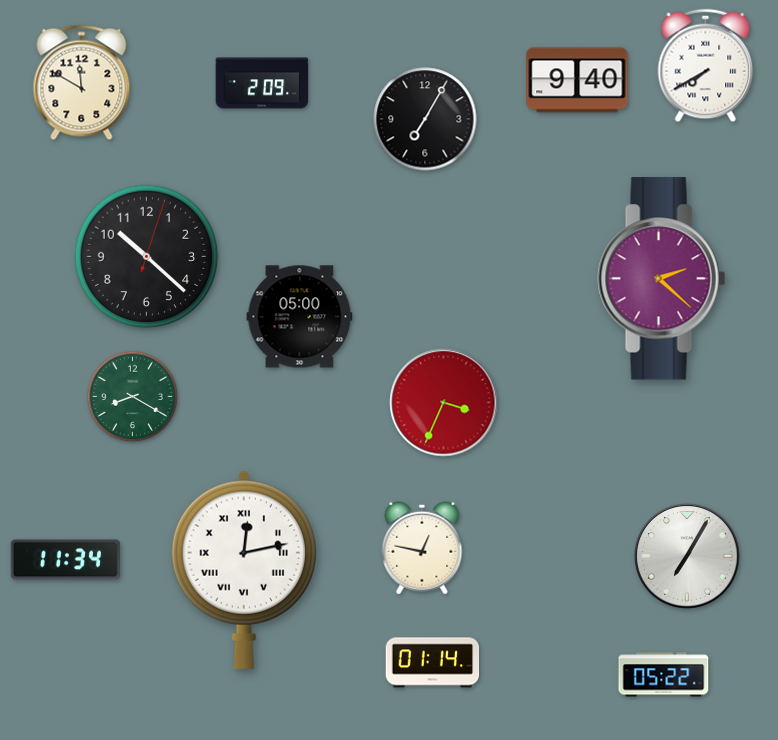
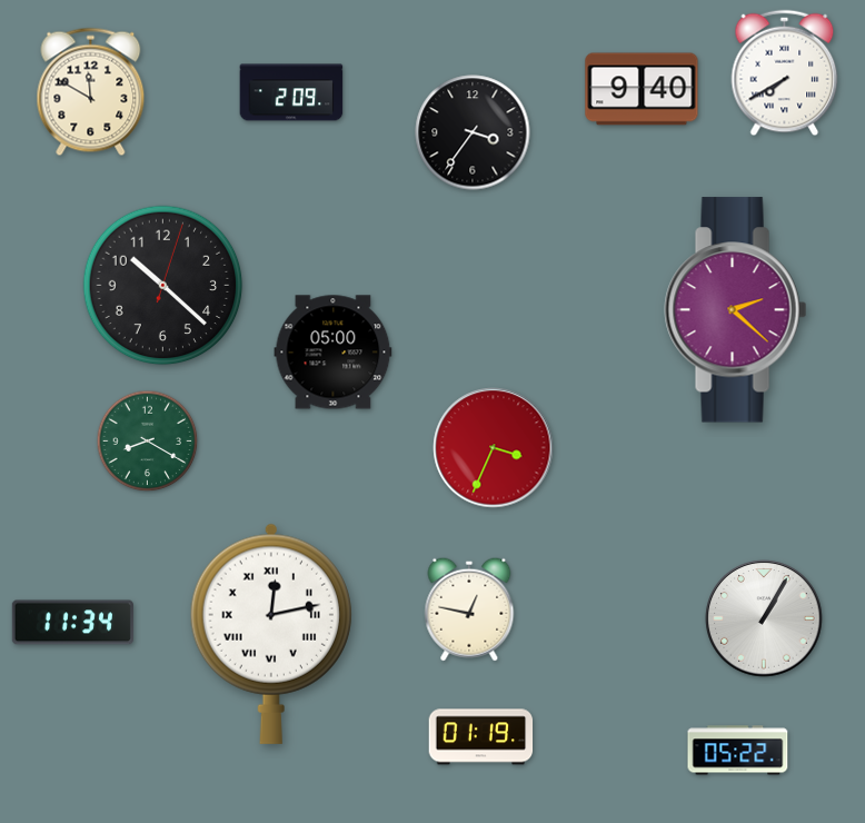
clock at (425, 119): 7:05 -> 3:36
clock at (687, 556): 7:05 -> 1:05
clock at (433, 663): 01:14 -> 01:19
